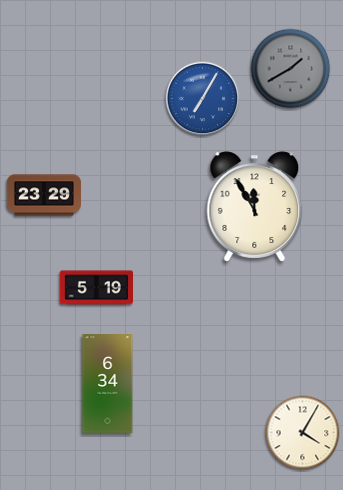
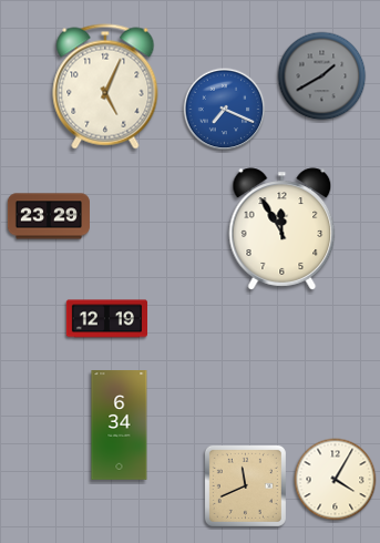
clock at (105, 86): none -> 5:04
clock at (203, 99): 7:05 -> 7:19
clock at (96, 288): 5:19 -> 12:19
clock at (245, 485): none -> 11:41
